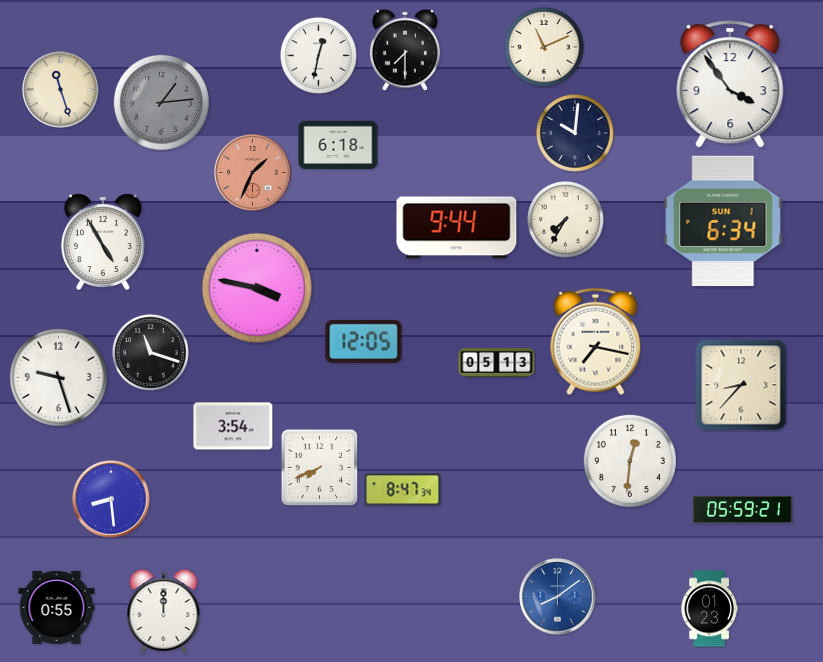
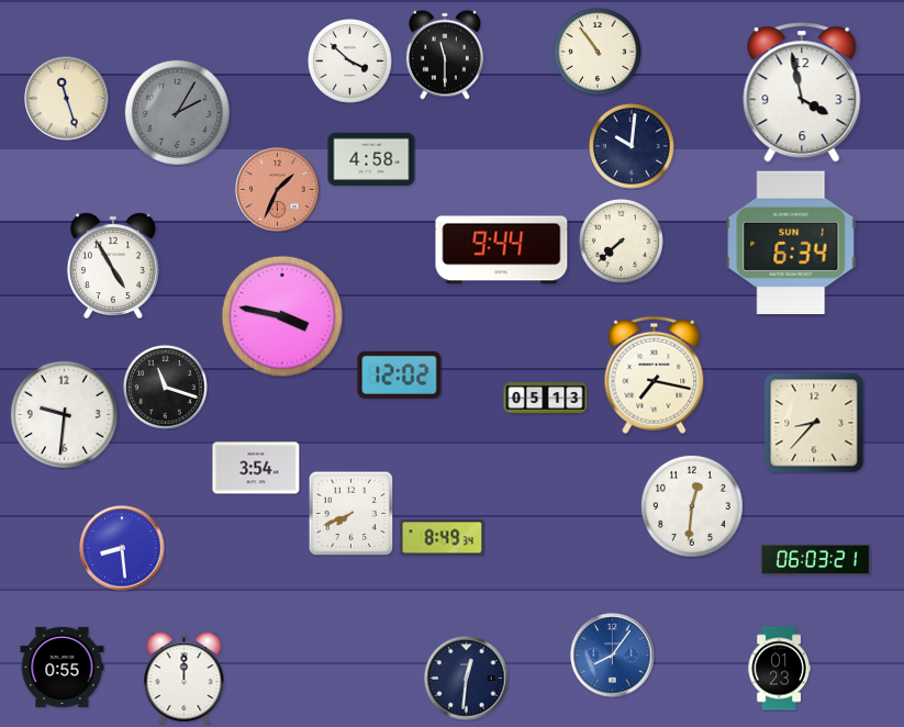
clock at (545, 48): 11:11 -> 10:54
clock at (405, 50): 7:30 -> 11:30
clock at (319, 56): 12:32 -> 3:52
clock at (730, 84): 3:54 -> 3:58
clock at (161, 102): 1:14 -> 2:05
clock at (338, 145): 6:18 -> 4:58
clock at (566, 220): 7:35 -> 7:38
clock at (723, 220) position: (723, 220) -> (791, 242)
clock at (364, 341): 12:05 -> 12:02
clock at (58, 377): 9:27 -> 9:31
clock at (403, 490): 8:47 -> 8:49
clock at (742, 509): 05:59 -> 06:03
clock at (558, 597): 8:09 -> 8:06
clock at (164, 612) position: (164, 612) -> (185, 679)
clock at (467, 679): none -> 12:31
